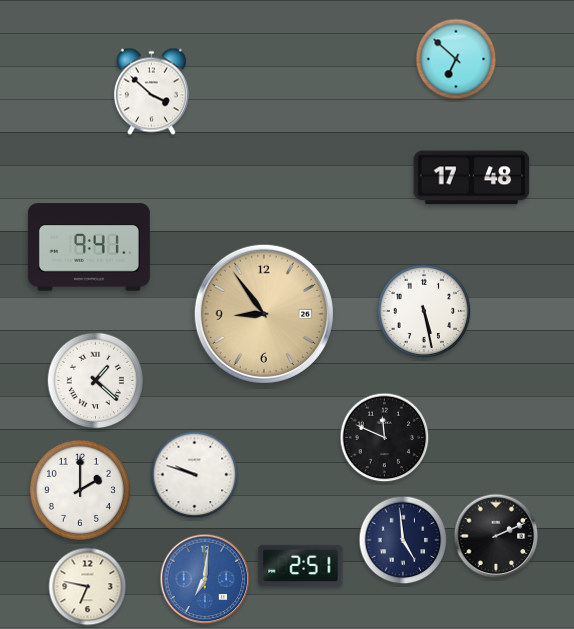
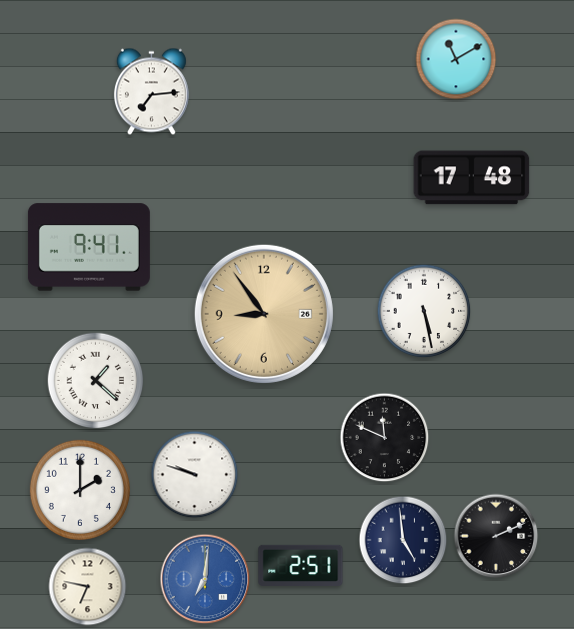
clock at (456, 59): 6:52 -> 11:10
clock at (151, 92): 3:52 -> 7:14
